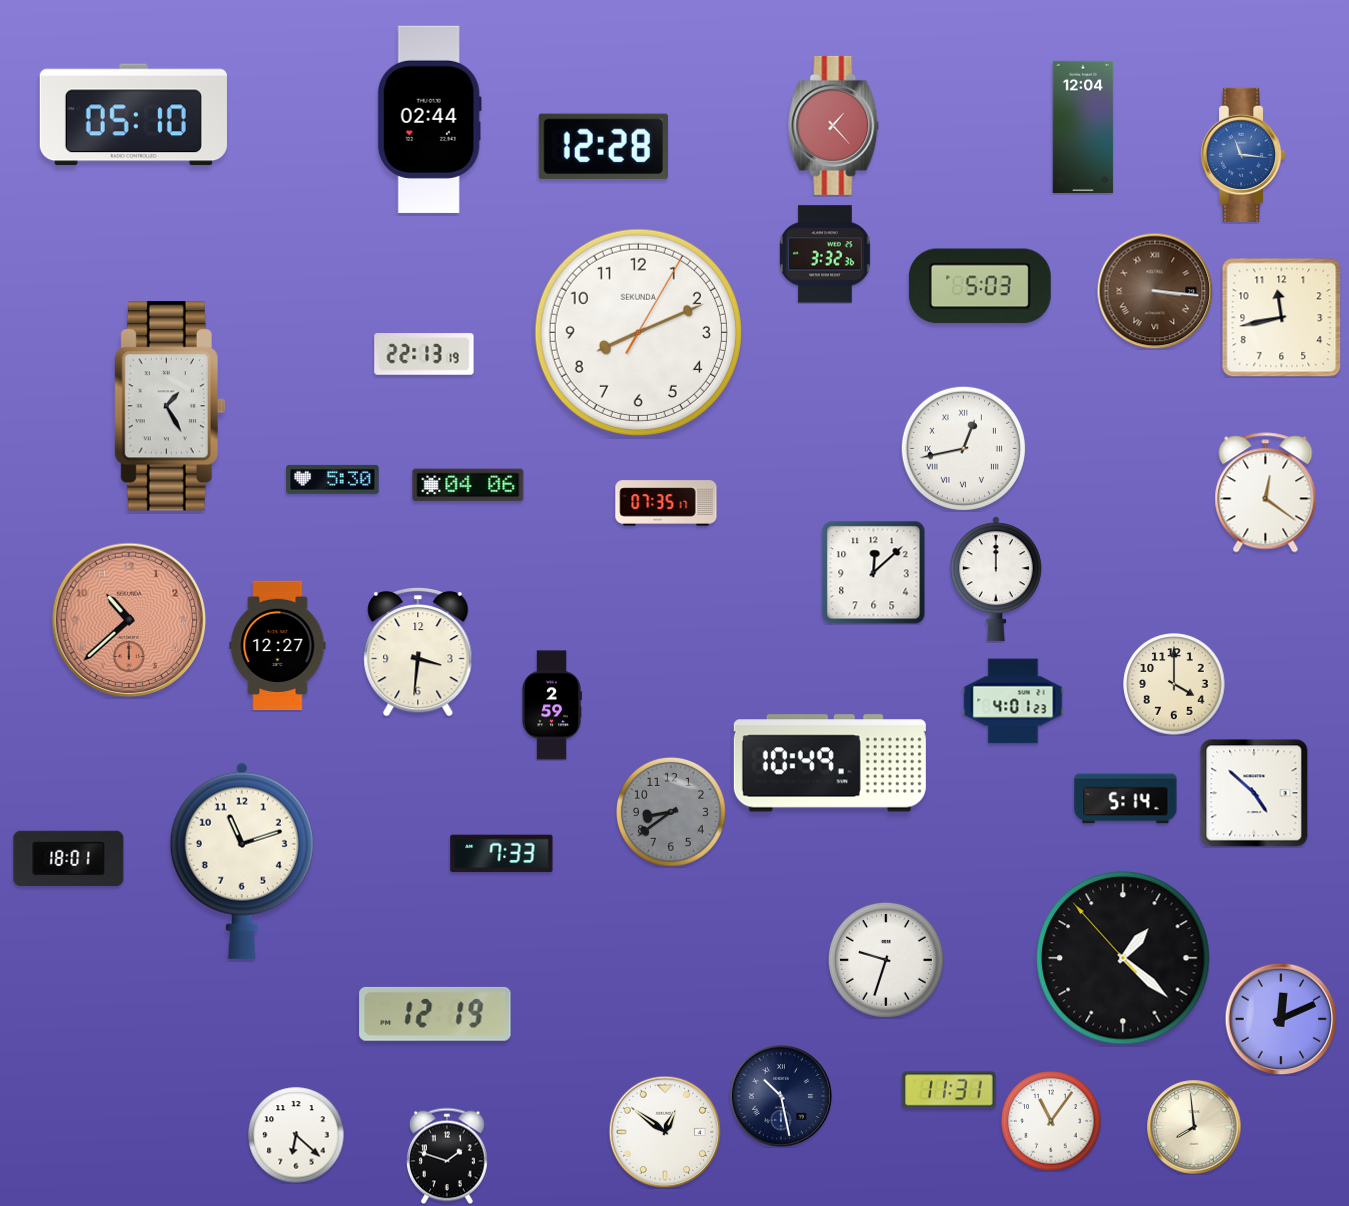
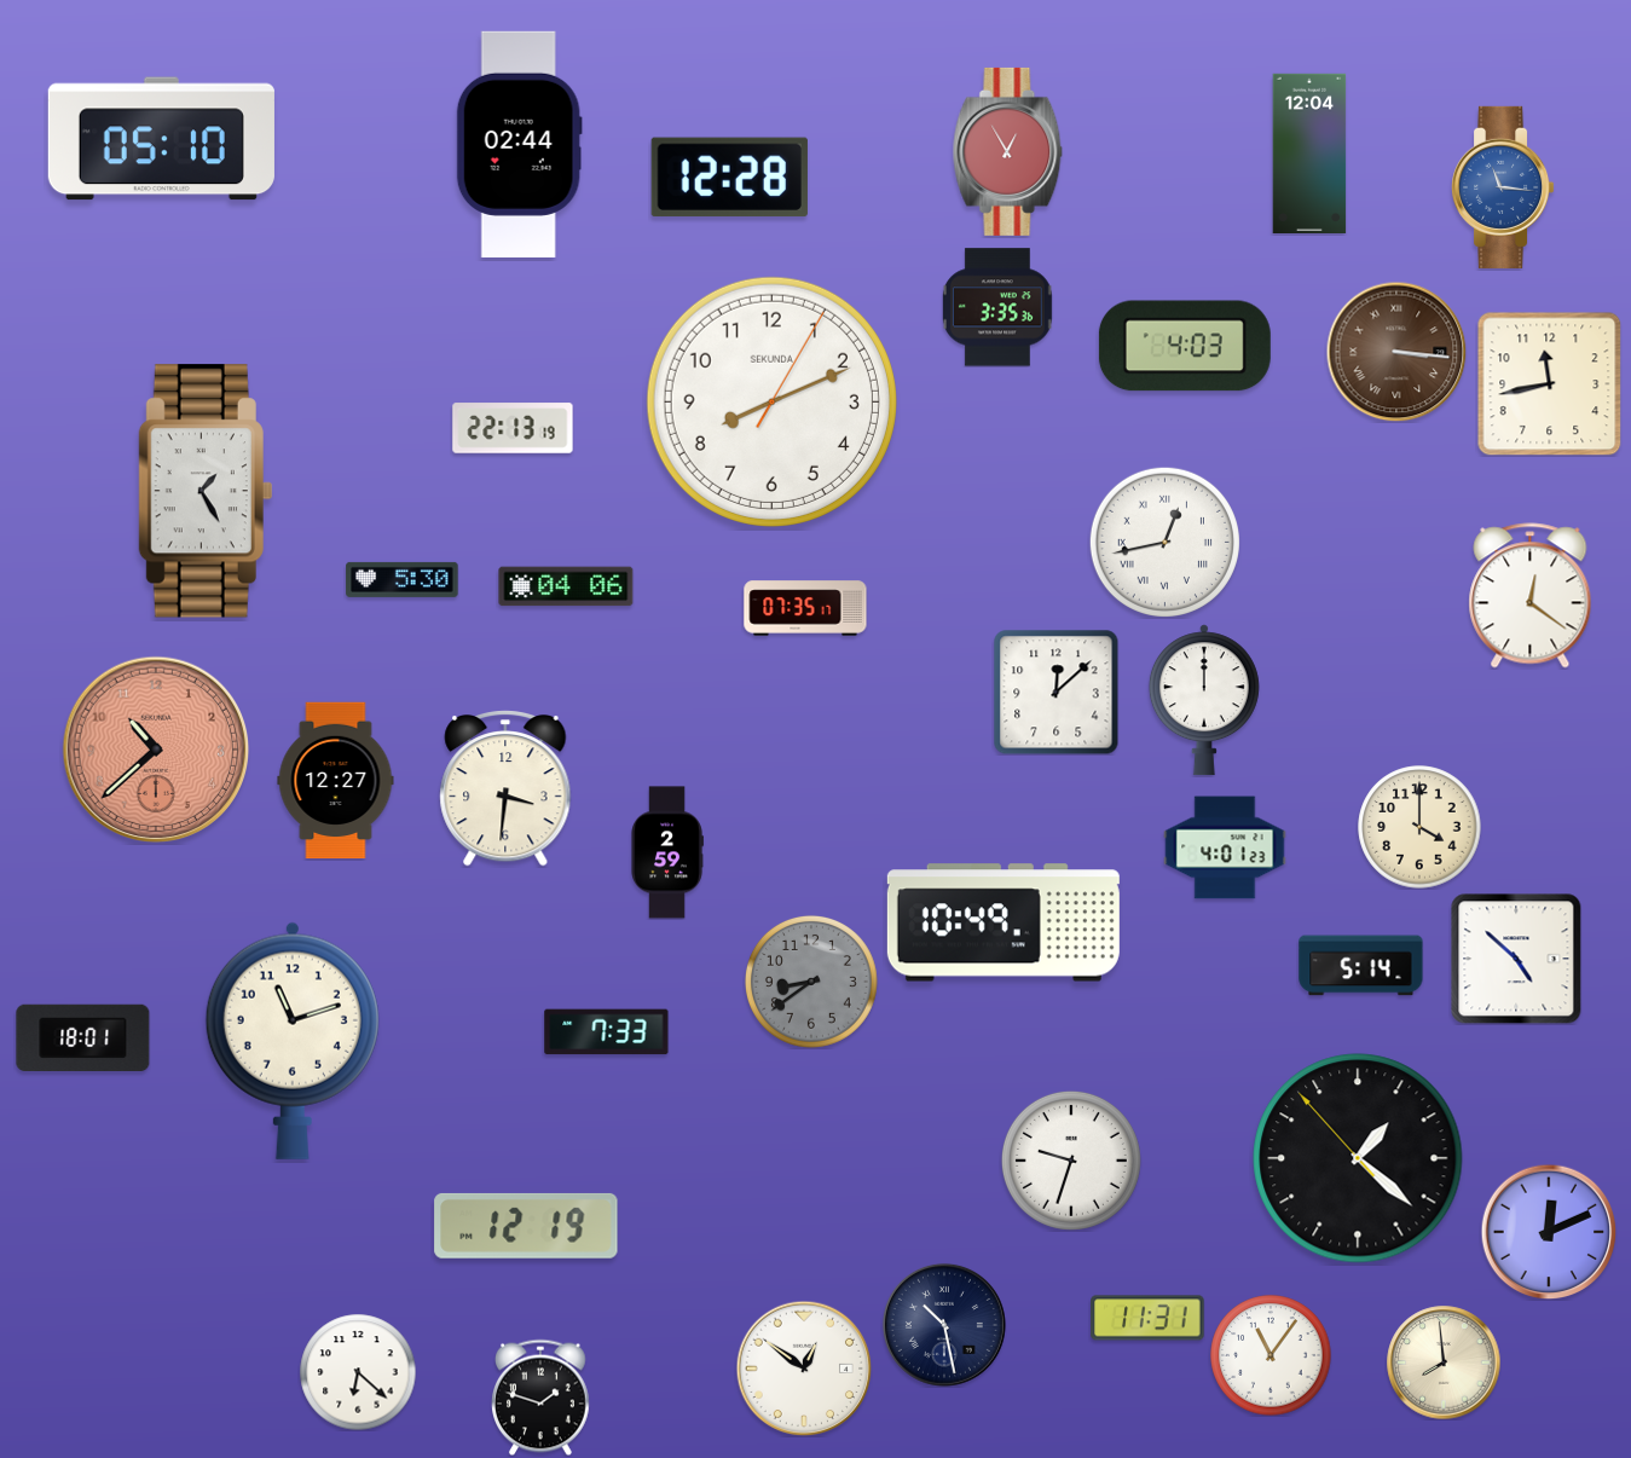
clock at (834, 125): 1:23 -> 12:55
clock at (825, 254): 3:32 -> 3:35
clock at (980, 286): 5:03 -> 4:03
